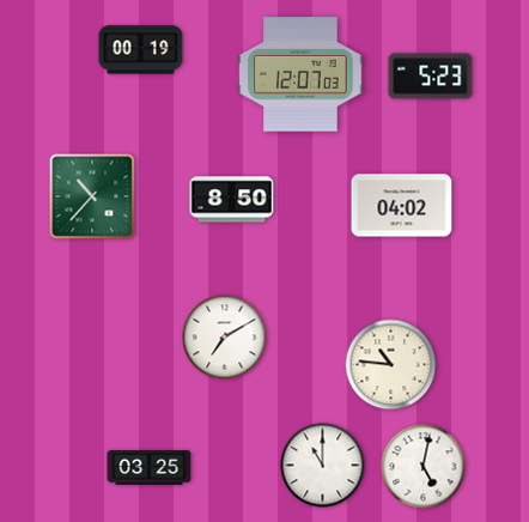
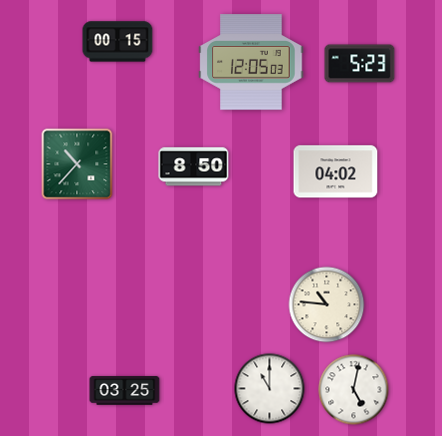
clock at (141, 50): 00:19 -> 00:15
clock at (300, 74): 12:07 -> 12:05
clock at (225, 338): 7:10 -> none
